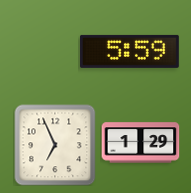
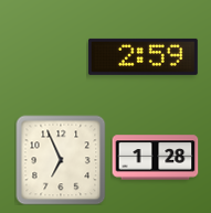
clock at (129, 51): 5:59 -> 2:59
clock at (140, 143): 1:29 -> 1:28
